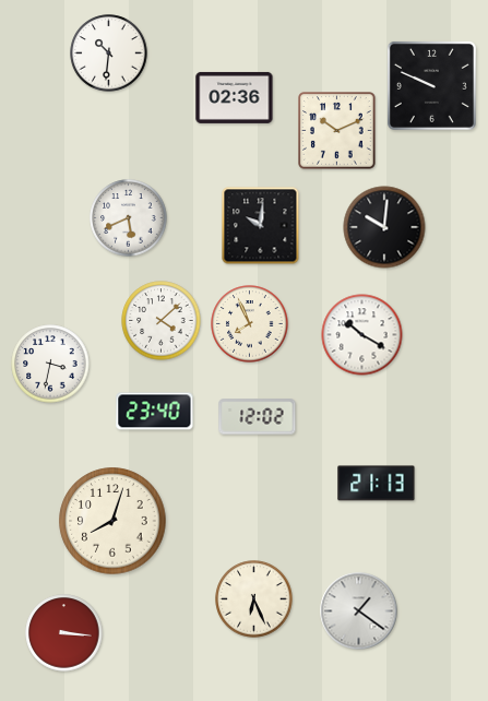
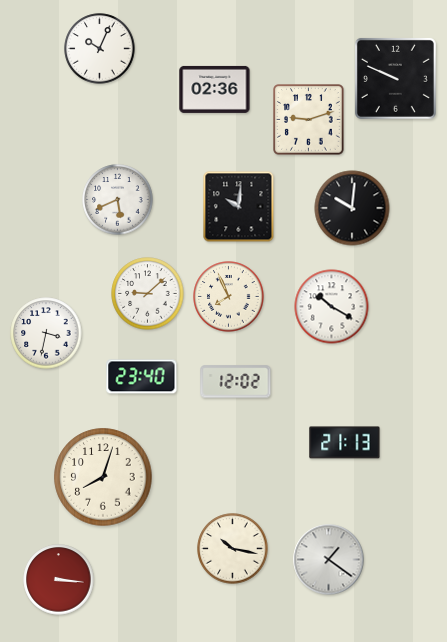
clock at (109, 54): 10:31 -> 10:04
clock at (337, 131): 10:11 -> 9:12
clock at (162, 321): 4:08 -> 9:08
clock at (254, 599): 6:26 -> 10:17
